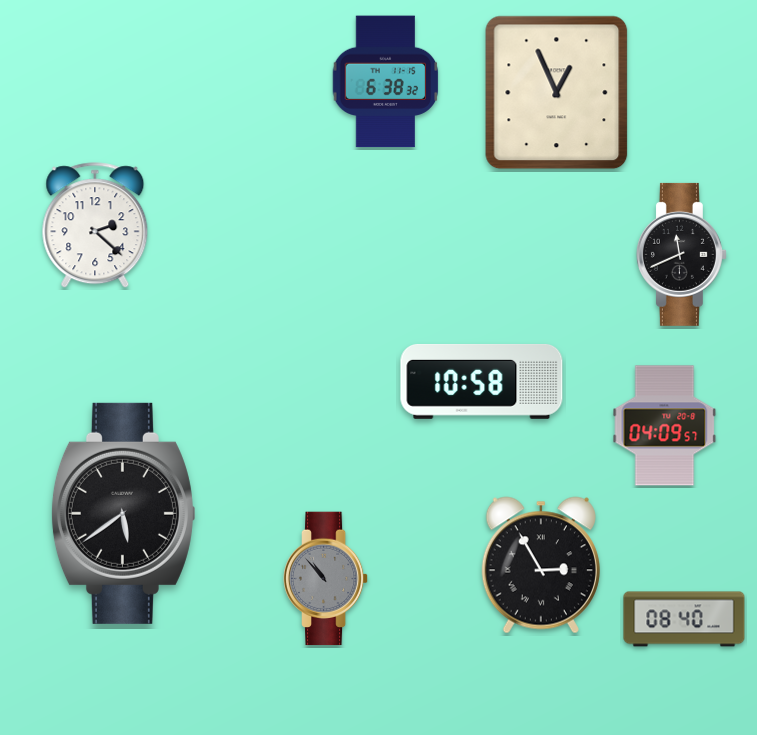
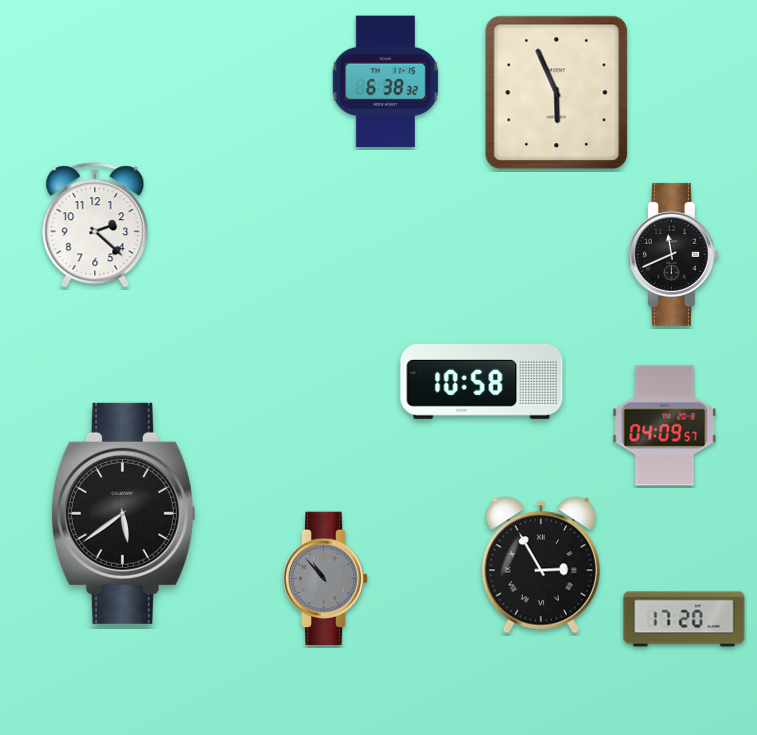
clock at (557, 93): 12:56 -> 5:56
clock at (681, 254) position: (681, 254) -> (673, 254)
clock at (684, 619): 08:40 -> 17:20
